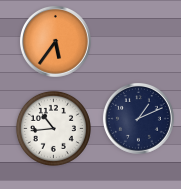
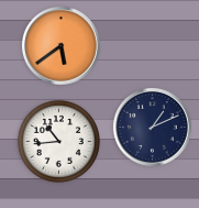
clock at (56, 42): 5:36 -> 5:39
clock at (139, 119) position: (139, 119) -> (153, 128)
